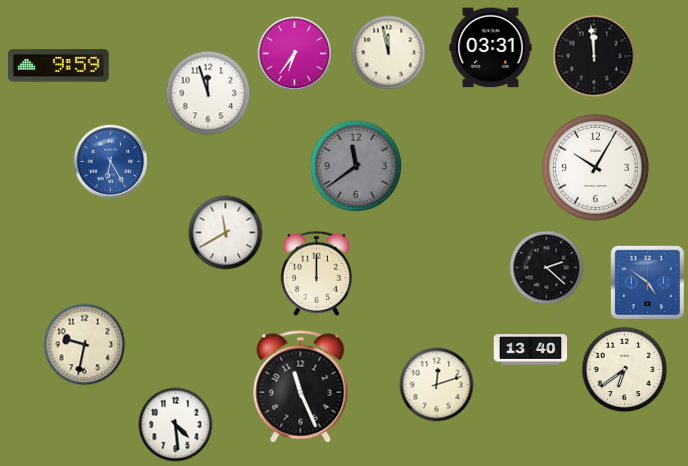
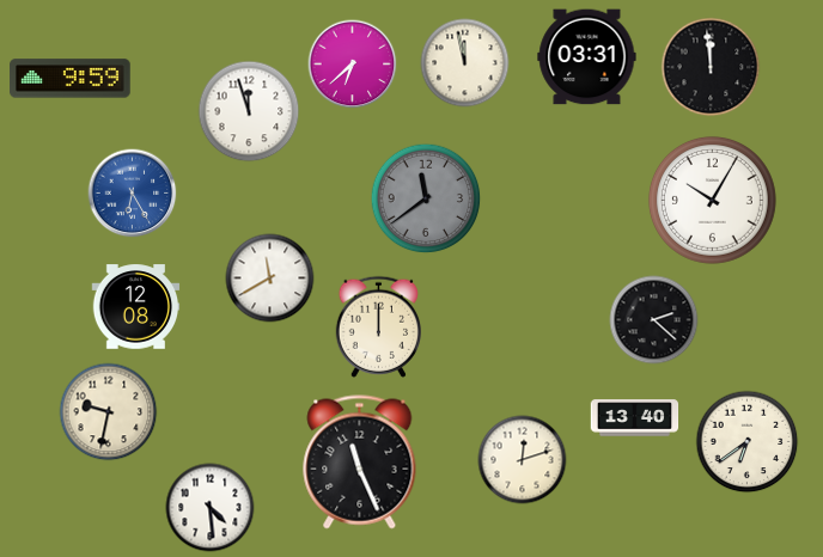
clock at (295, 54): 6:36 -> 6:38
clock at (136, 307): none -> 12:08
clock at (647, 282): 4:51 -> none
clock at (85, 345) position: (85, 345) -> (109, 412)
